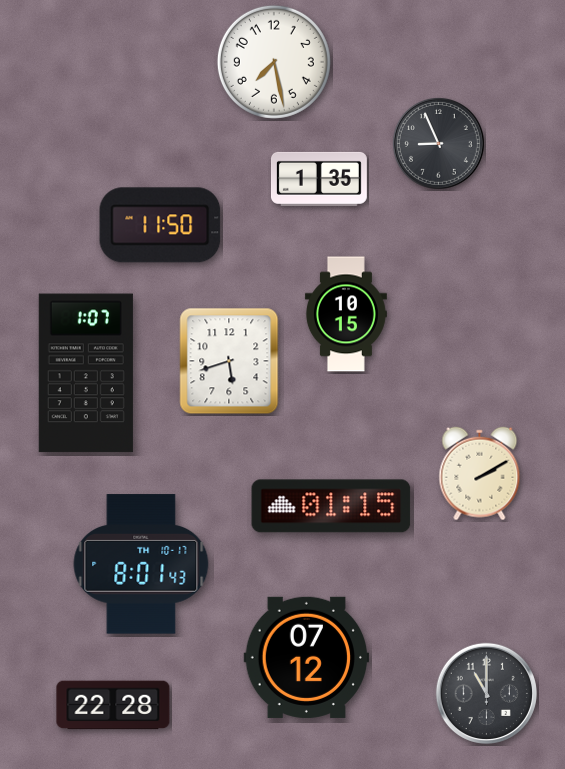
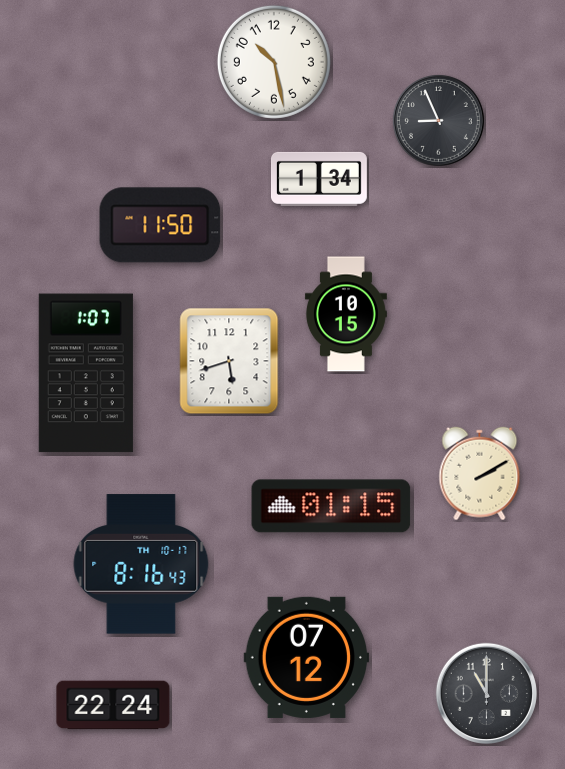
clock at (274, 62): 7:28 -> 10:28
clock at (438, 143) position: (438, 143) -> (438, 120)
clock at (319, 179): 1:35 -> 1:34
clock at (141, 564): 8:01 -> 8:16
clock at (113, 705): 22:28 -> 22:24
